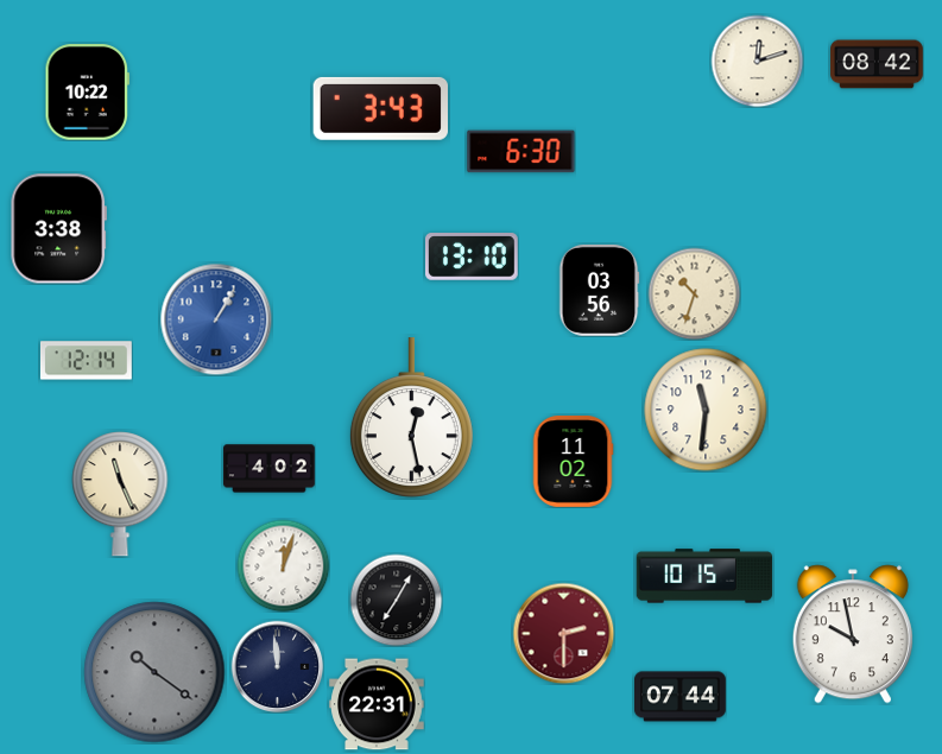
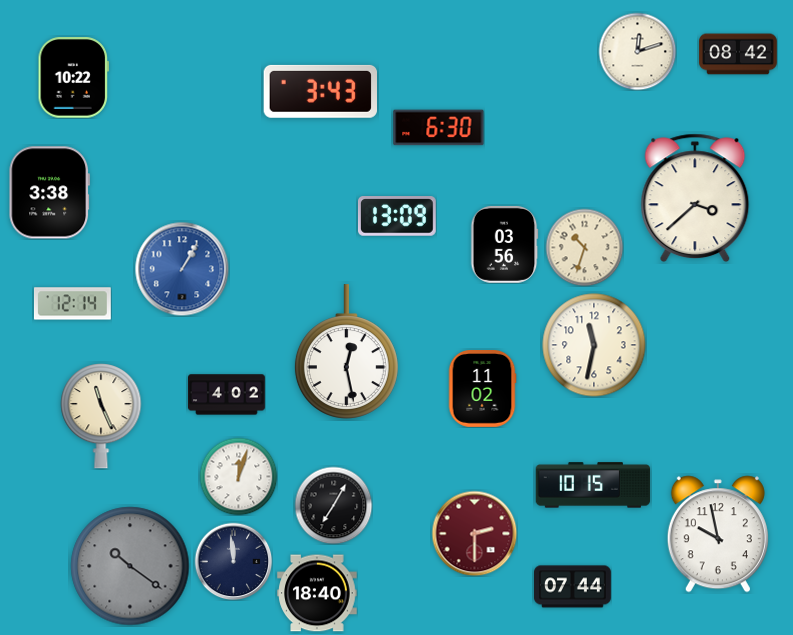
clock at (695, 198): none -> 3:38
clock at (473, 256): 13:10 -> 13:09
clock at (706, 410): 11:31 -> 11:32
clock at (377, 704): 22:31 -> 18:40
